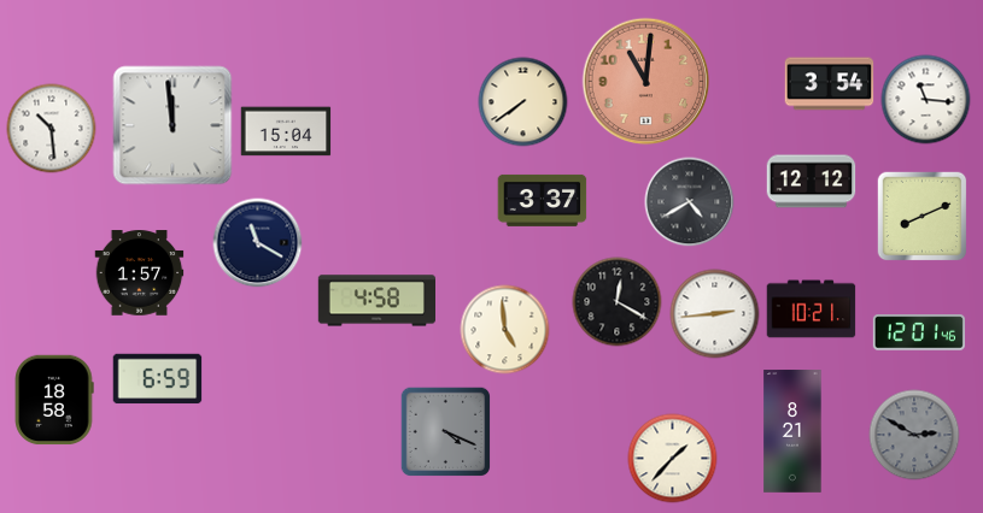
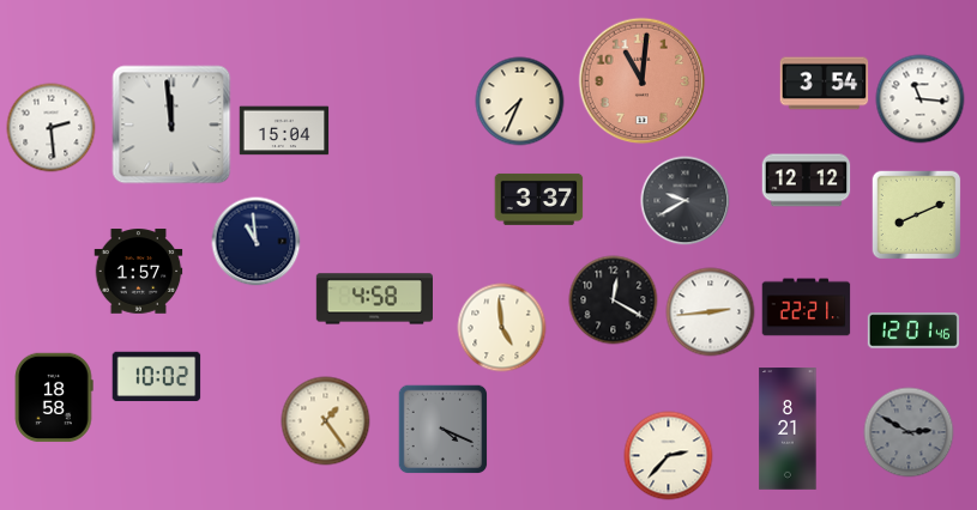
clock at (523, 102): 7:39 -> 7:34
clock at (52, 129): 10:29 -> 2:29
clock at (690, 202): 4:40 -> 9:40
clock at (258, 243): 11:20 -> 10:59
clock at (812, 309): 10:21 -> 22:21
clock at (158, 379): 6:59 -> 10:02
clock at (326, 421): none -> 1:24
clock at (673, 459): 1:37 -> 2:37
